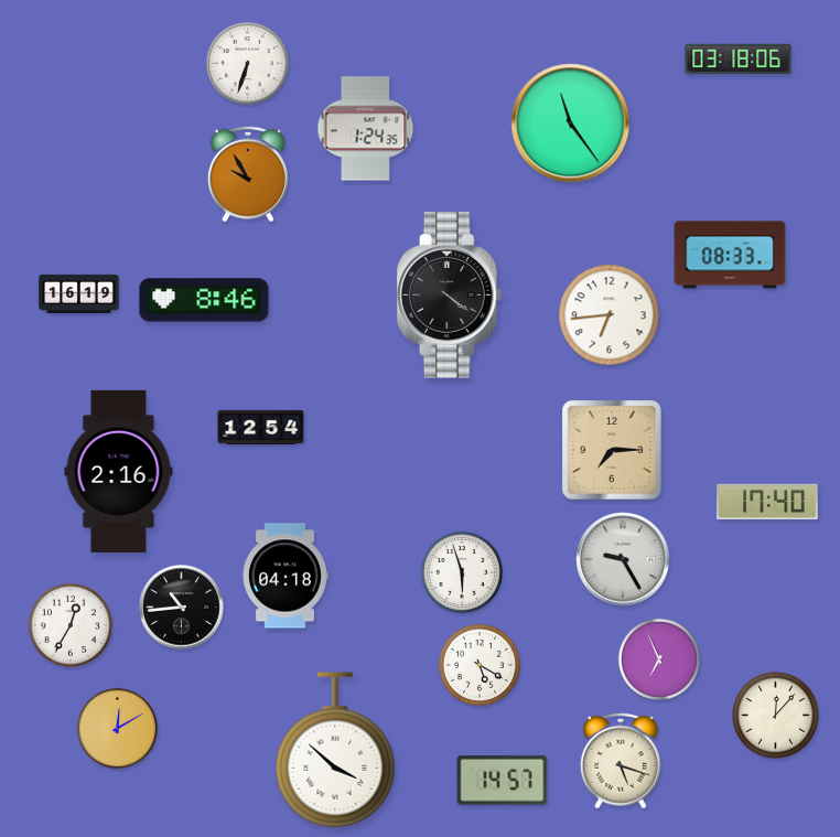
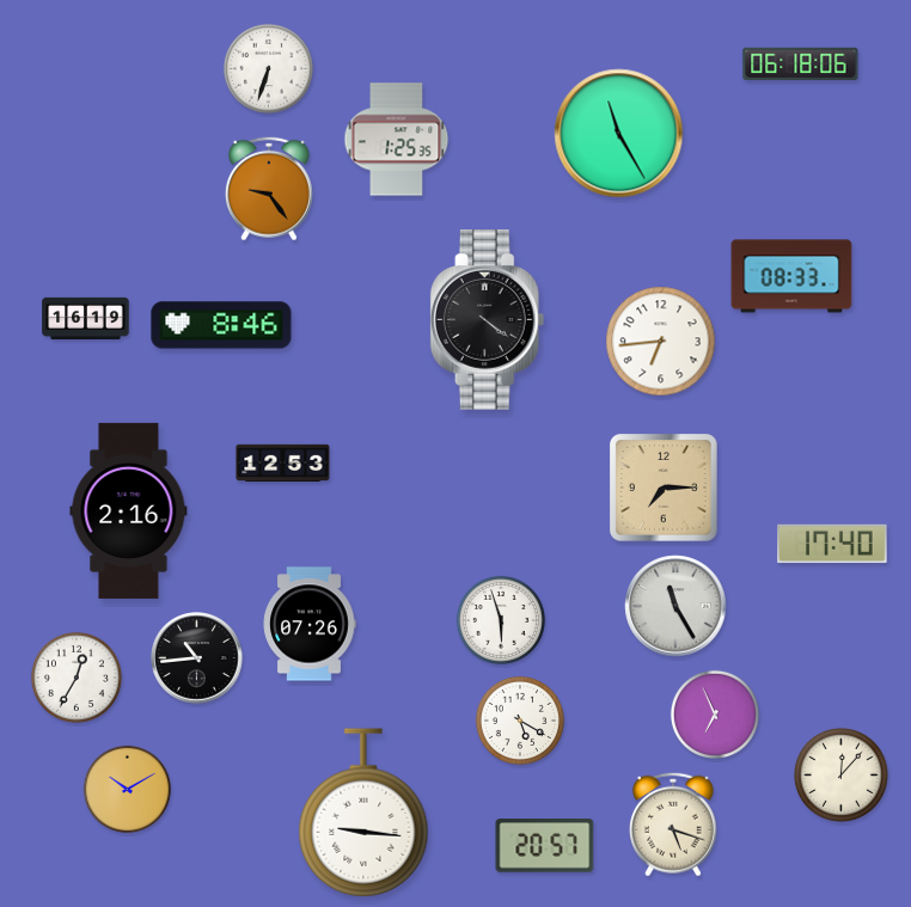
clock at (739, 60): 03:18 -> 06:18
clock at (571, 124): 11:24 -> 11:25
clock at (366, 129): 1:24 -> 1:25
clock at (248, 174): 9:55 -> 9:24
clock at (261, 427): 12:54 -> 12:53
clock at (623, 559): 9:25 -> 11:25
clock at (286, 576): 04:18 -> 07:26
clock at (117, 728): 12:10 -> 10:10
clock at (335, 750): 3:52 -> 9:16
clock at (503, 781): 14:57 -> 20:57
